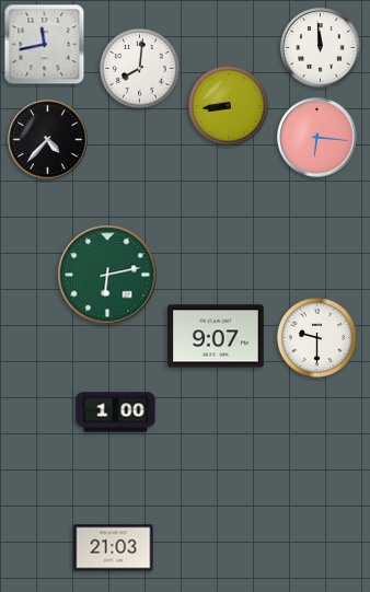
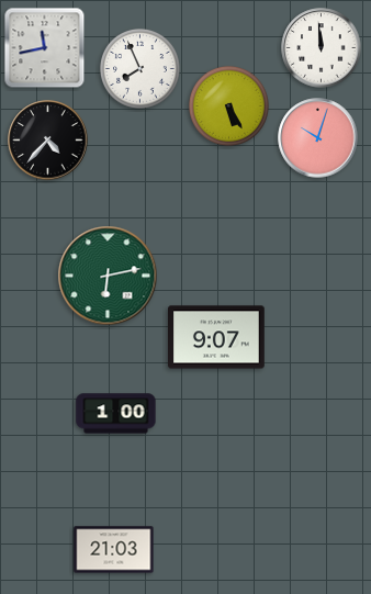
clock at (45, 45) position: (45, 45) -> (45, 48)
clock at (139, 68): 8:01 -> 7:56
clock at (228, 105): 8:44 -> 5:25
clock at (317, 138): 6:16 -> 10:03
clock at (316, 337): 9:30 -> none
